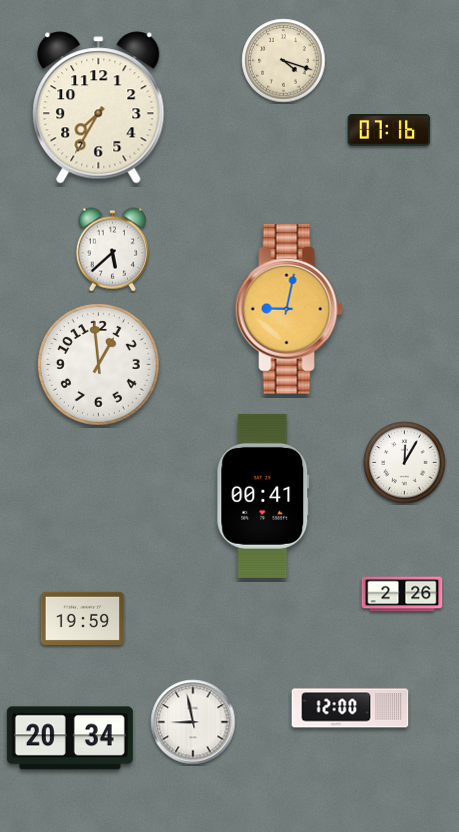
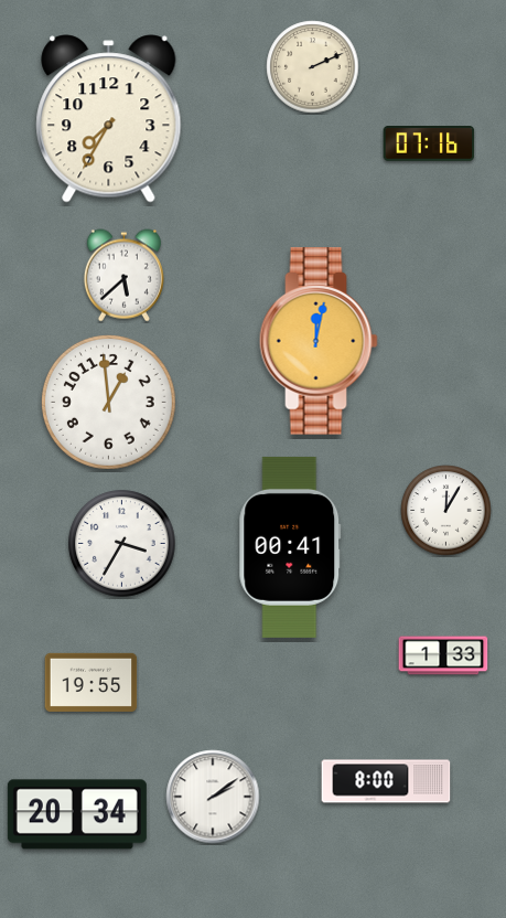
clock at (284, 61): 4:18 -> 2:11
clock at (289, 309): 9:02 -> 12:02
clock at (122, 544): none -> 3:35
clock at (402, 594): 2:26 -> 1:33
clock at (83, 618): 19:59 -> 19:55
clock at (350, 708): 12:00 -> 8:00
clock at (193, 722): 8:58 -> 2:09
